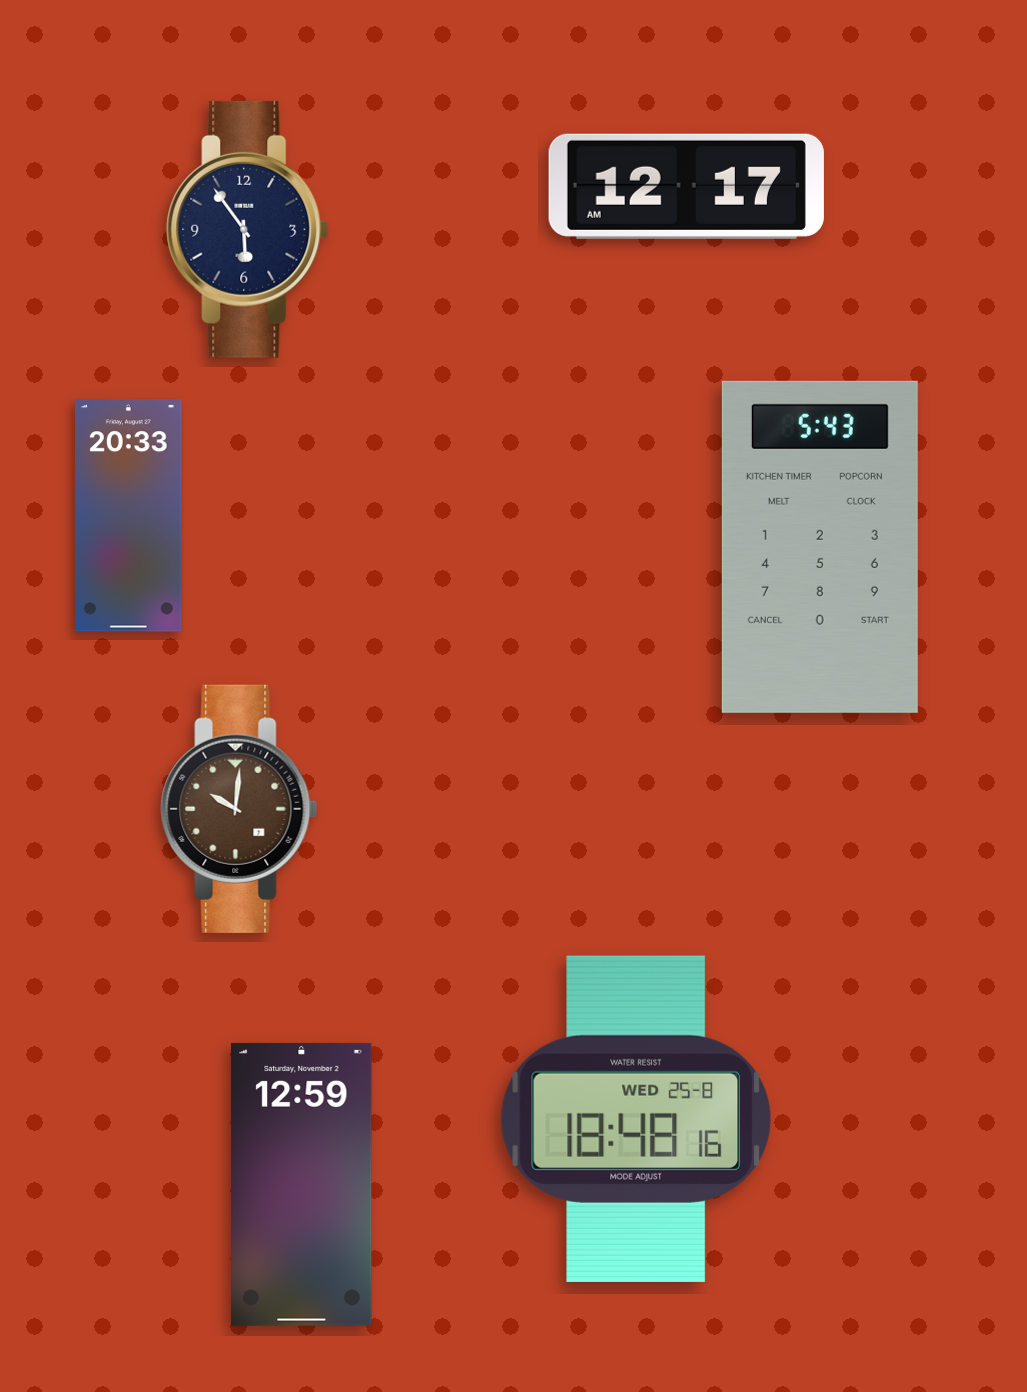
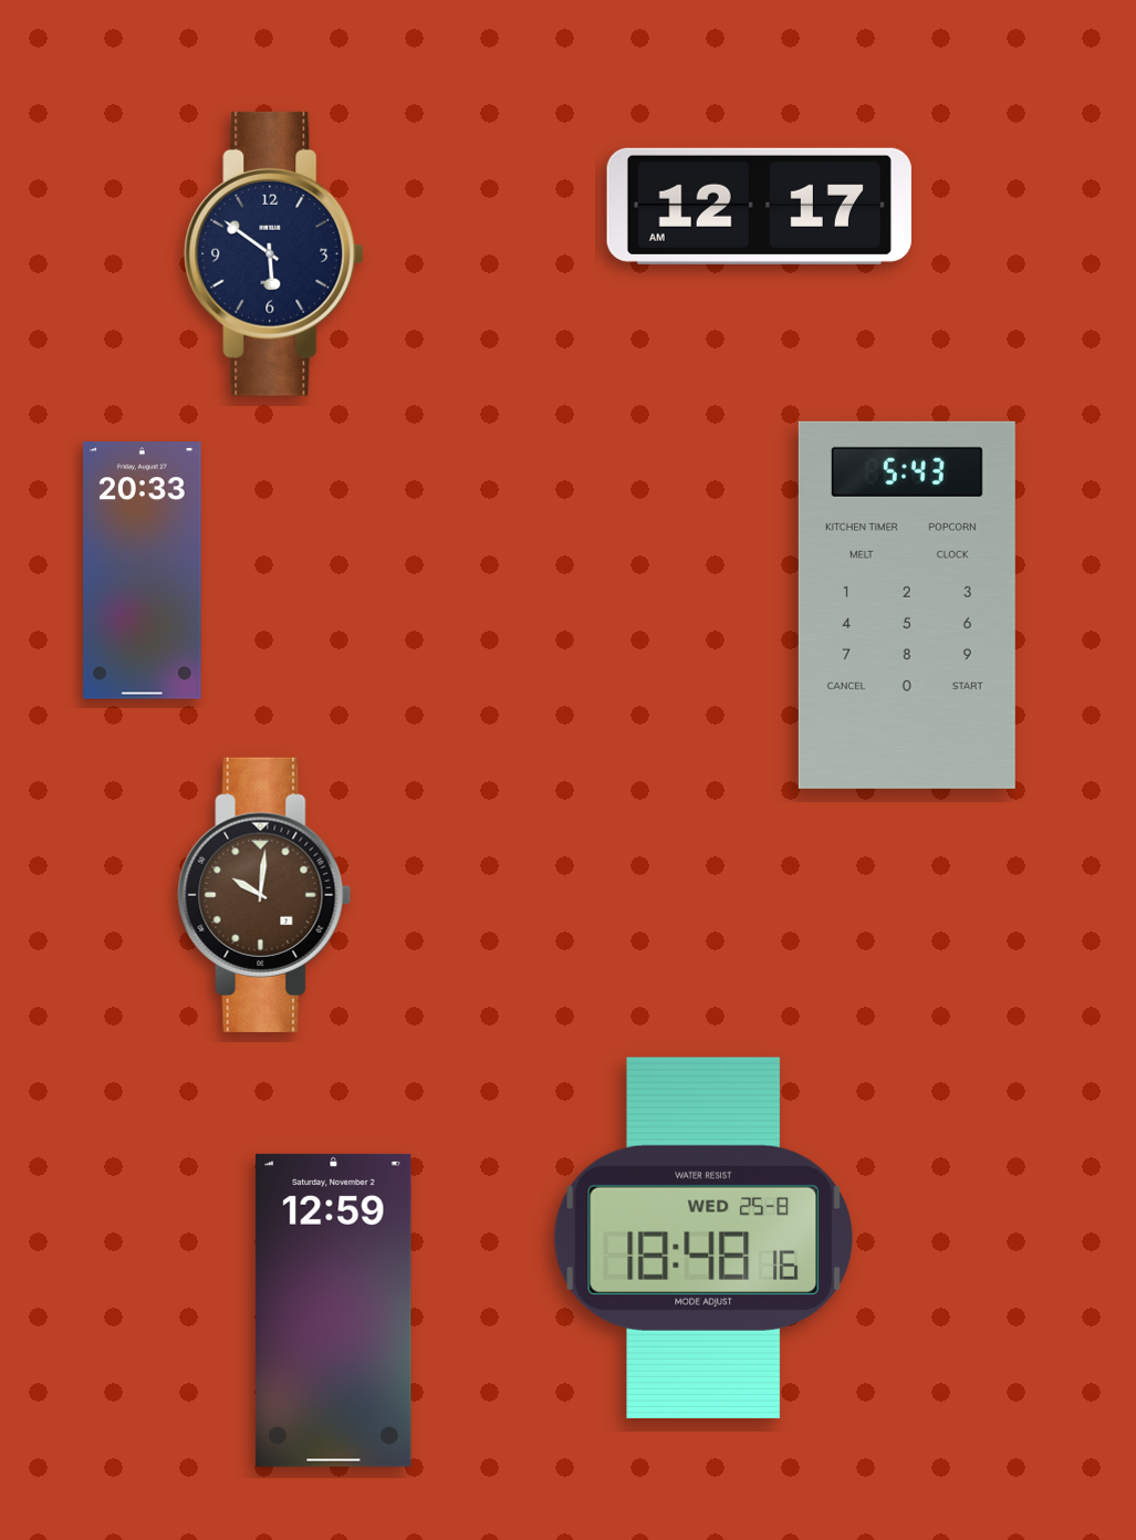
clock at (248, 229): 5:54 -> 5:51
